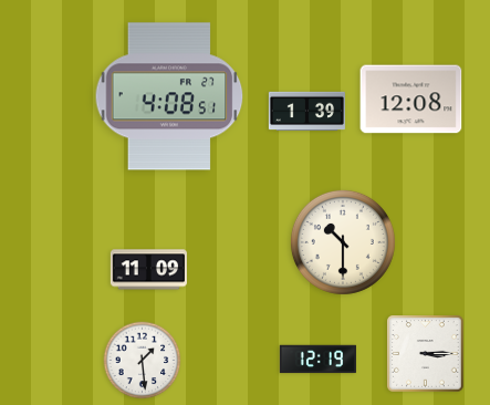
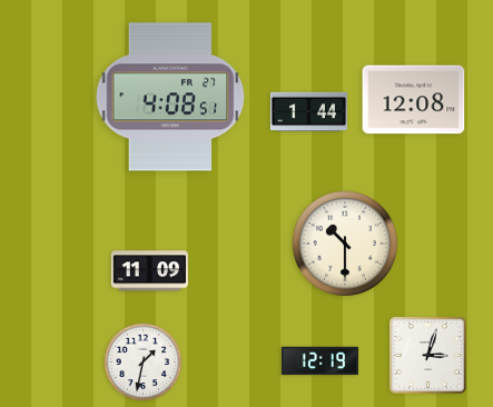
clock at (306, 112): 1:39 -> 1:44
clock at (426, 354): 3:15 -> 3:03
clock at (143, 361): 1:29 -> 1:32
